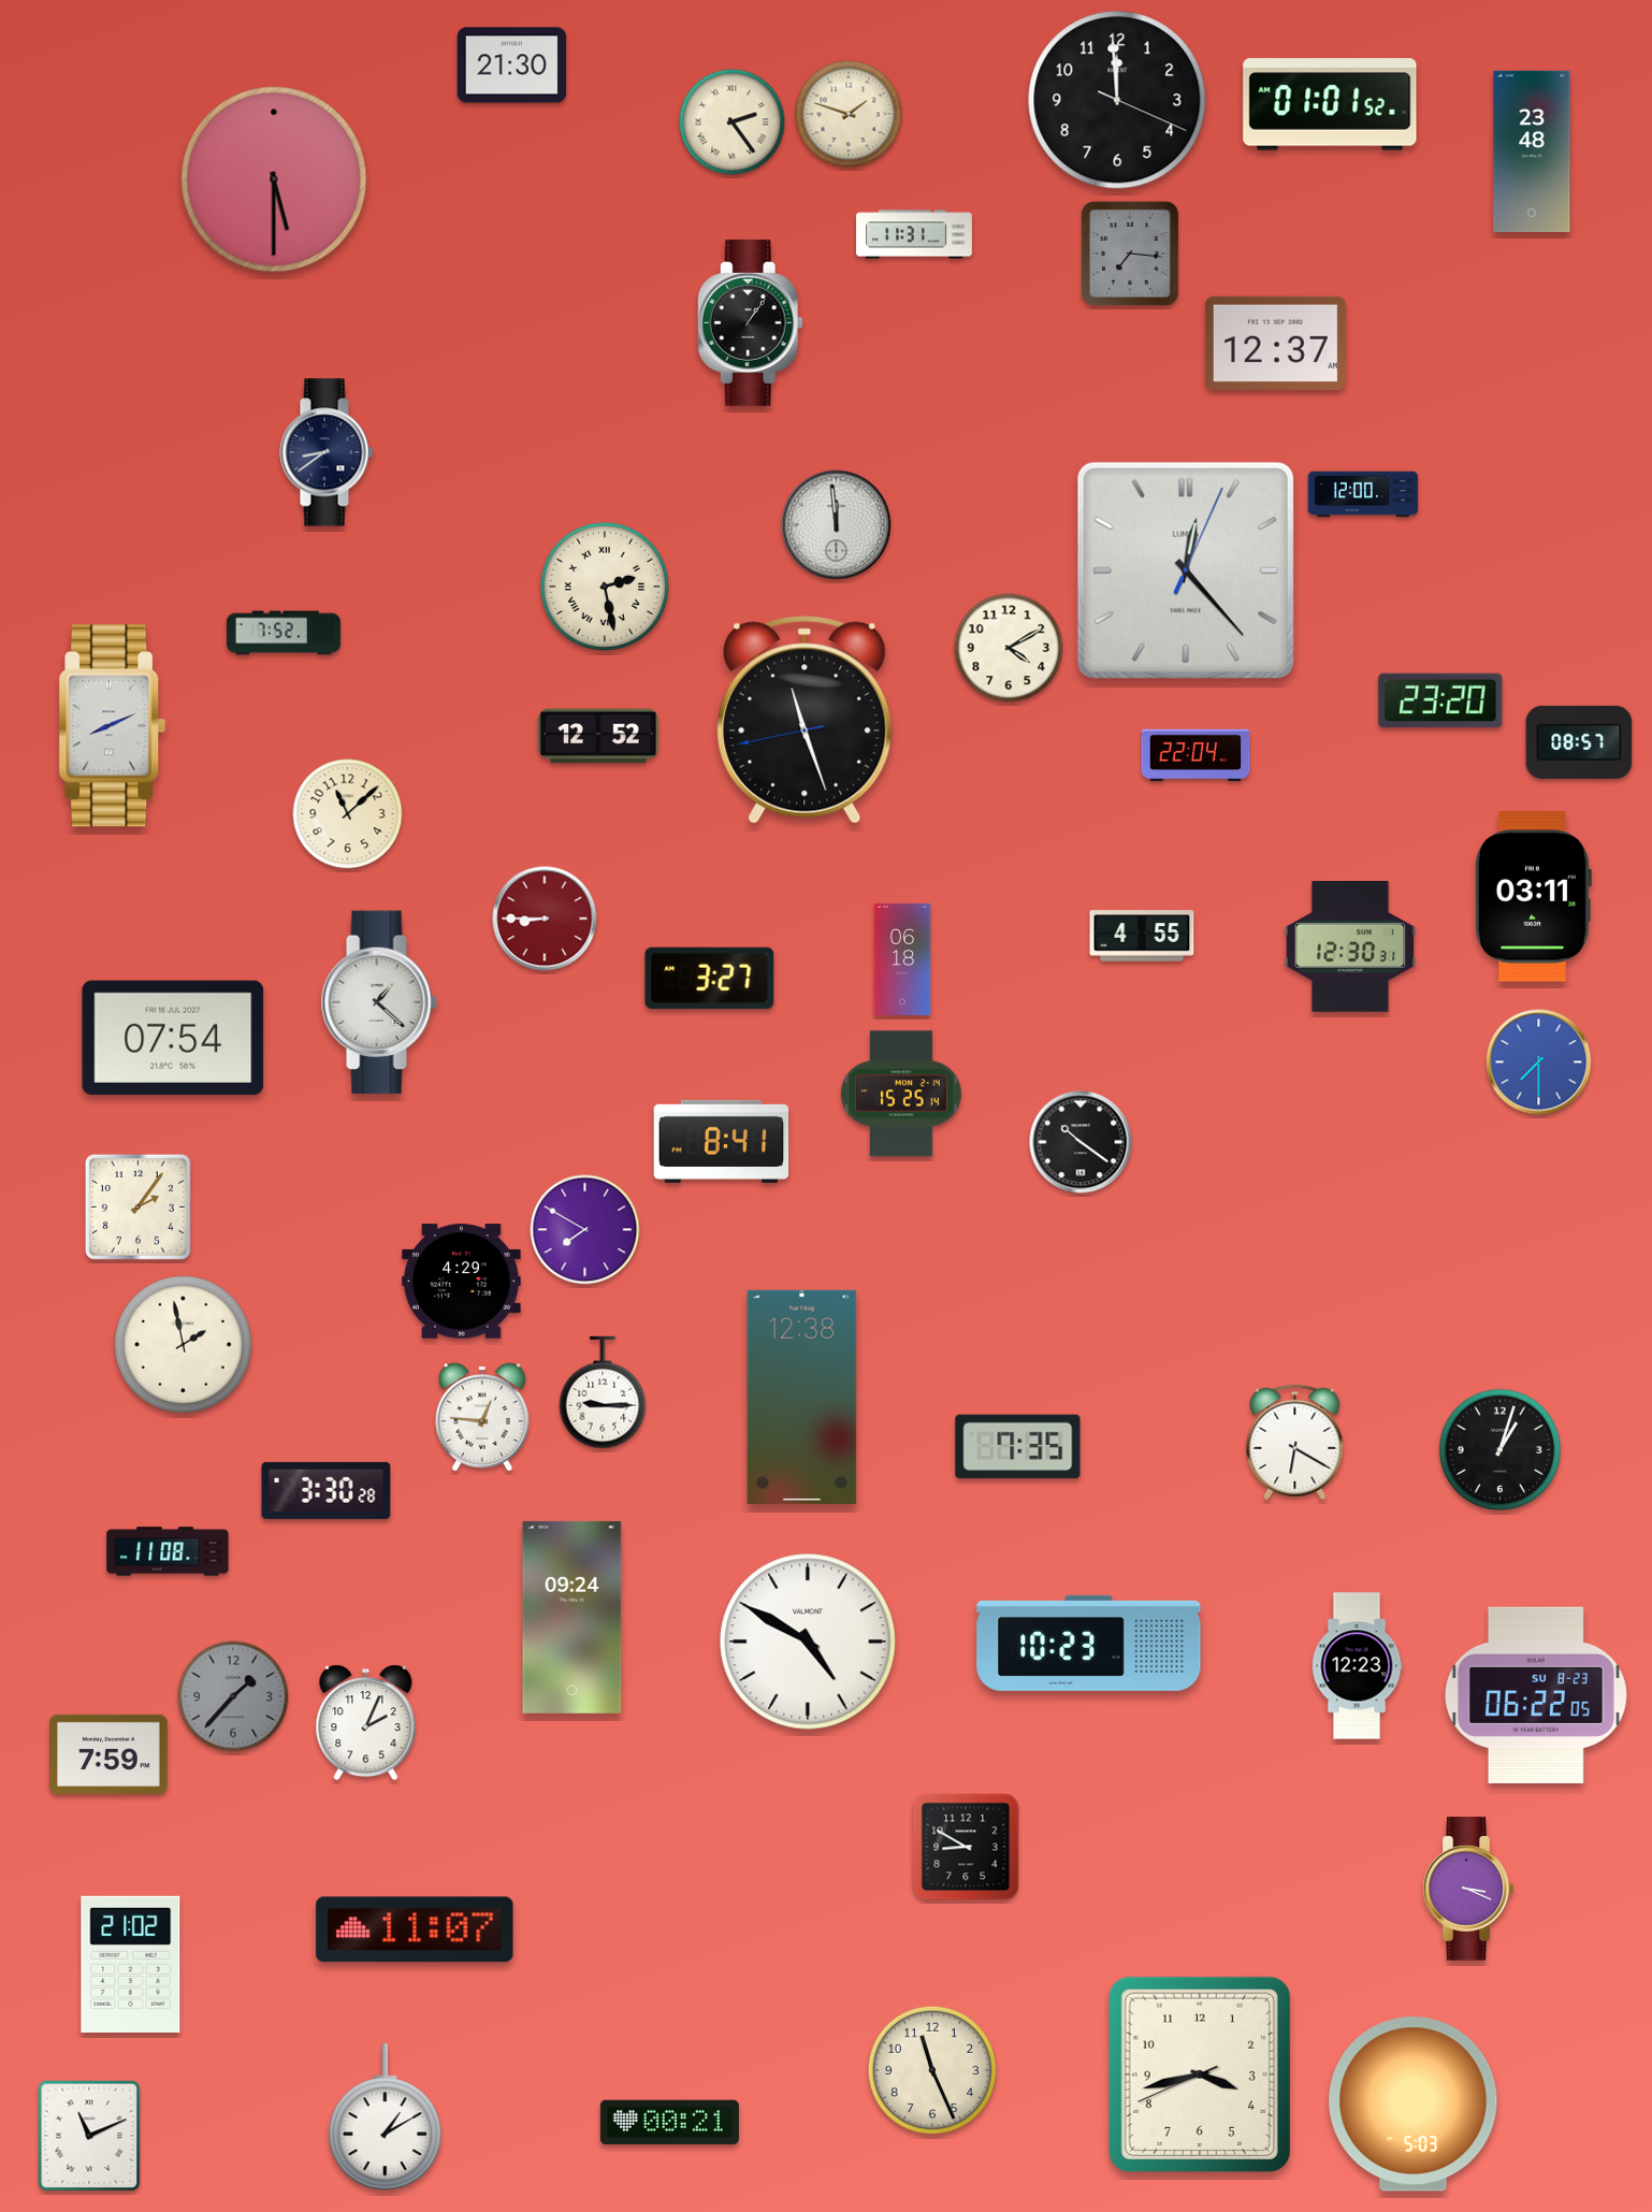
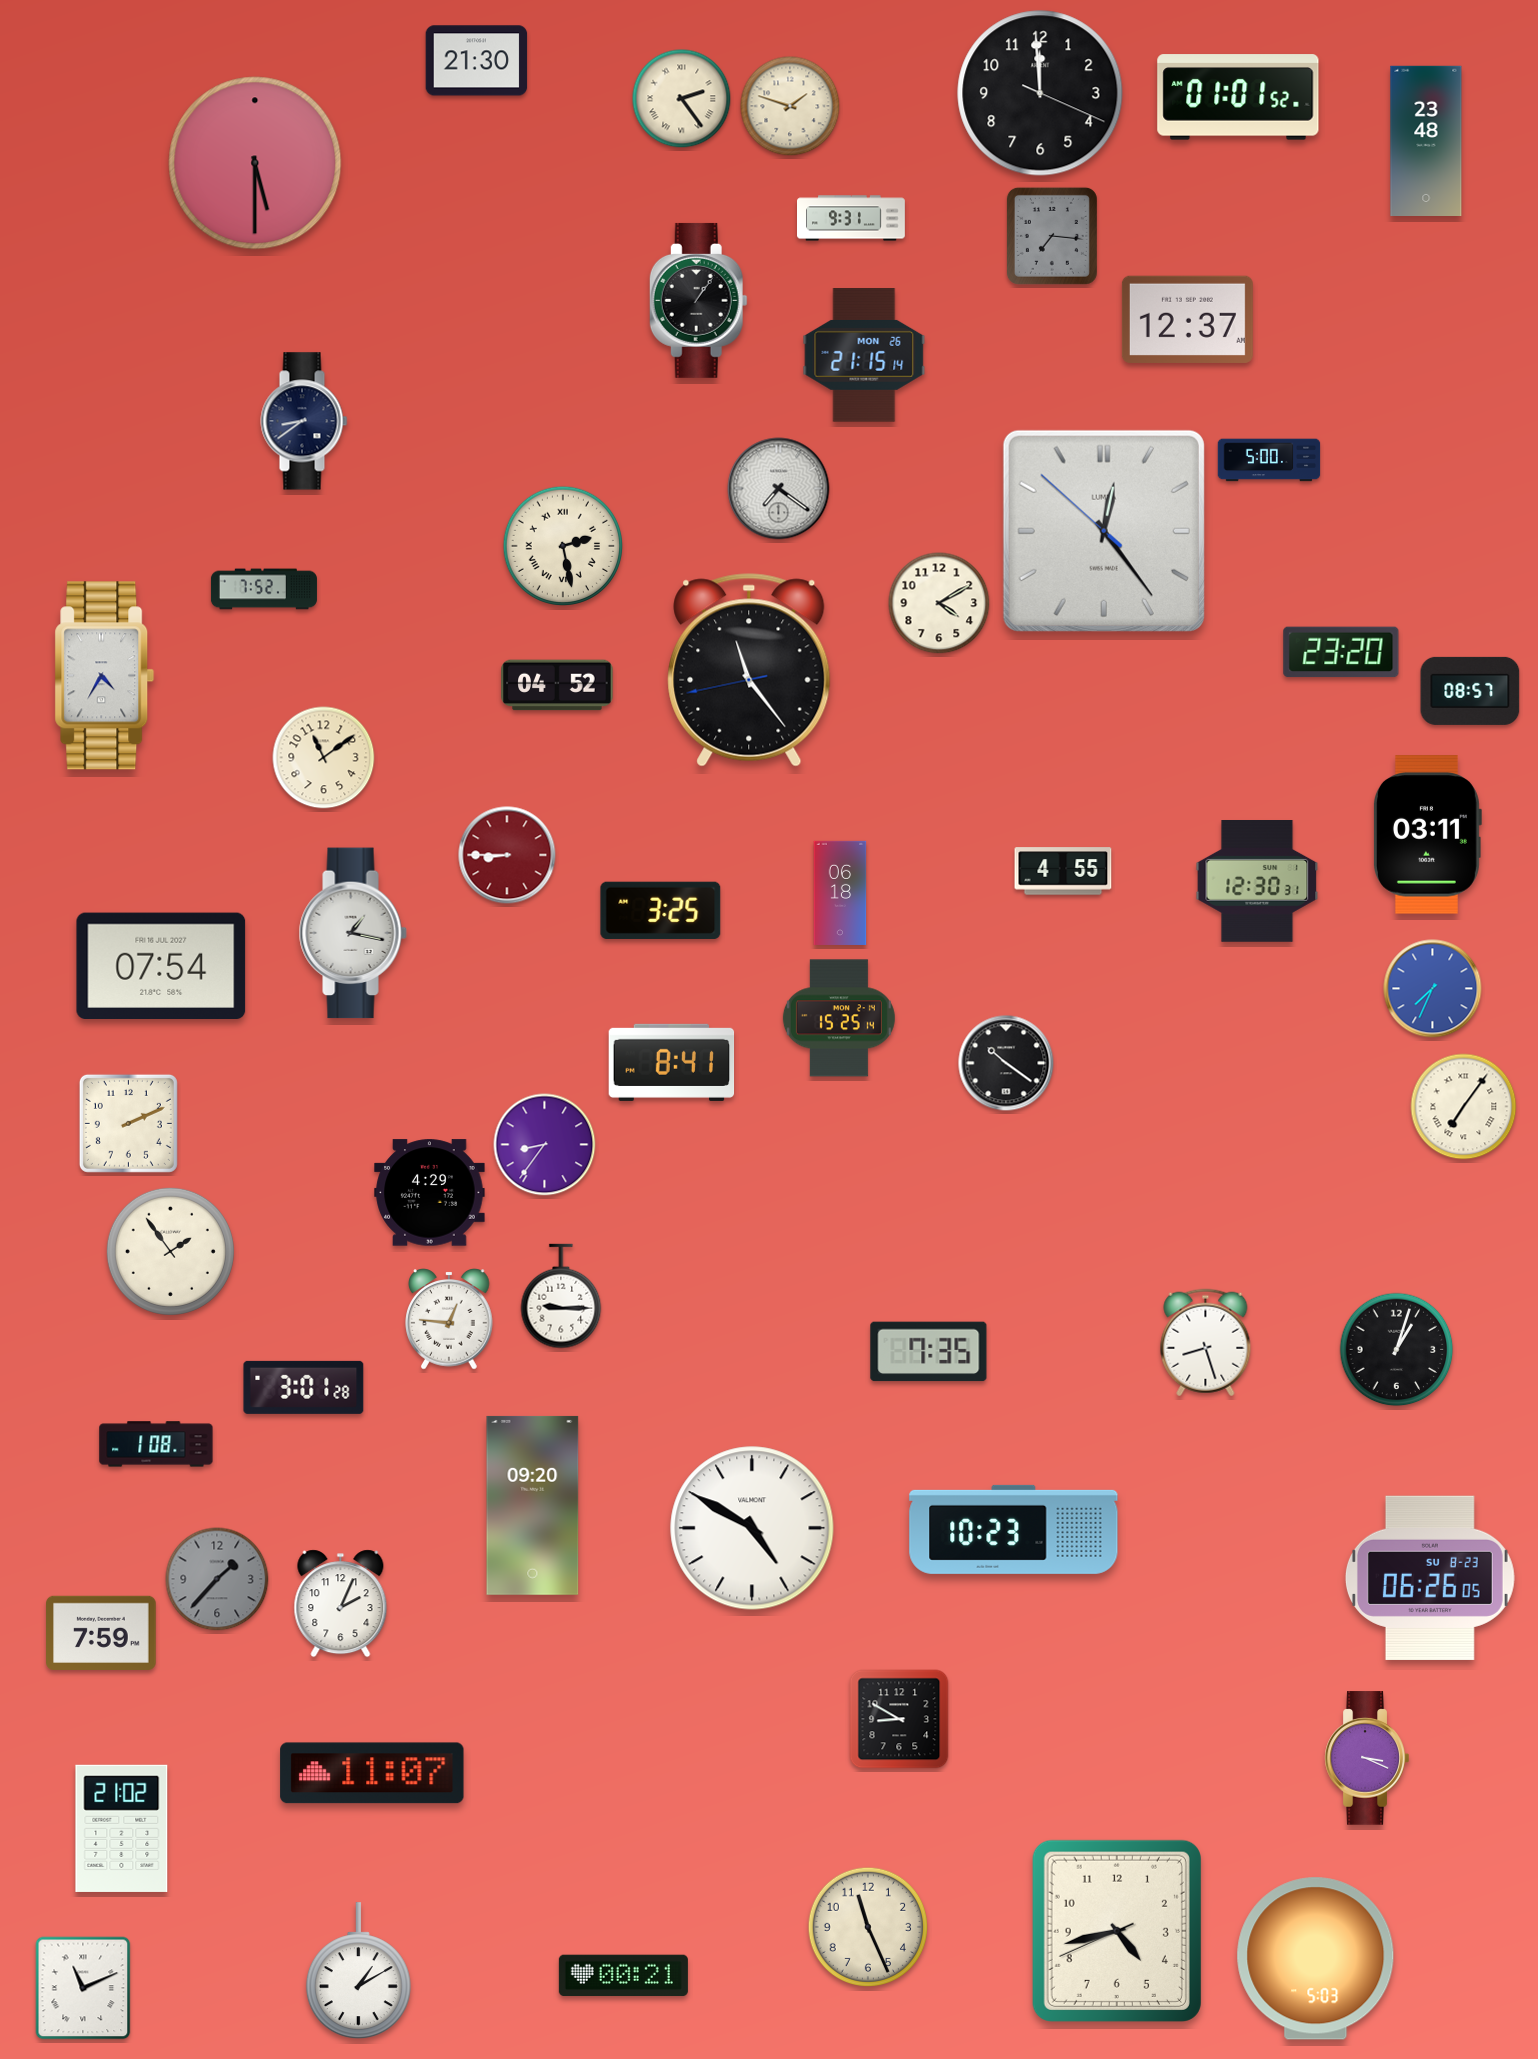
clock at (733, 122) position: (733, 122) -> (682, 99)
clock at (274, 179) position: (274, 179) -> (255, 163)
clock at (915, 234): 11:31 -> 9:31
clock at (864, 355): none -> 21:15
clock at (1363, 494): 12:00 -> 5:00
clock at (837, 525): 11:59 -> 7:21
clock at (1186, 570): 12:23:04 -> 12:23:52
clock at (805, 720): 11:26 -> 11:23
clock at (113, 726): 8:11 -> 4:35
clock at (598, 736): 12:52 -> 04:52
clock at (1195, 755): 22:04 -> none
clock at (348, 814): 11:08 -> 11:09
clock at (710, 978): 3:27 -> 3:25
clock at (379, 1002): 1:22 -> 1:17
clock at (1539, 1062): 7:30 -> 7:34
clock at (1464, 1107): none -> 7:06
clock at (137, 1206): 2:06 -> 2:11
clock at (585, 1230): 7:50 -> 8:36
clock at (183, 1344): 1:58 -> 1:54
clock at (802, 1397): 12:38 -> none
clock at (1295, 1443): 6:20 -> 8:27
clock at (1018, 1447) position: (1018, 1447) -> (929, 1352)
clock at (327, 1490): 3:30 -> 3:01
clock at (168, 1551): 11:08 -> 1:08
clock at (573, 1617): 09:24 -> 09:20
clock at (1357, 1666): 12:23 -> none
clock at (1536, 1695): 06:22 -> 06:26
clock at (415, 1929) position: (415, 1929) -> (372, 1773)
clock at (1200, 2074): 3:42 -> 4:42
